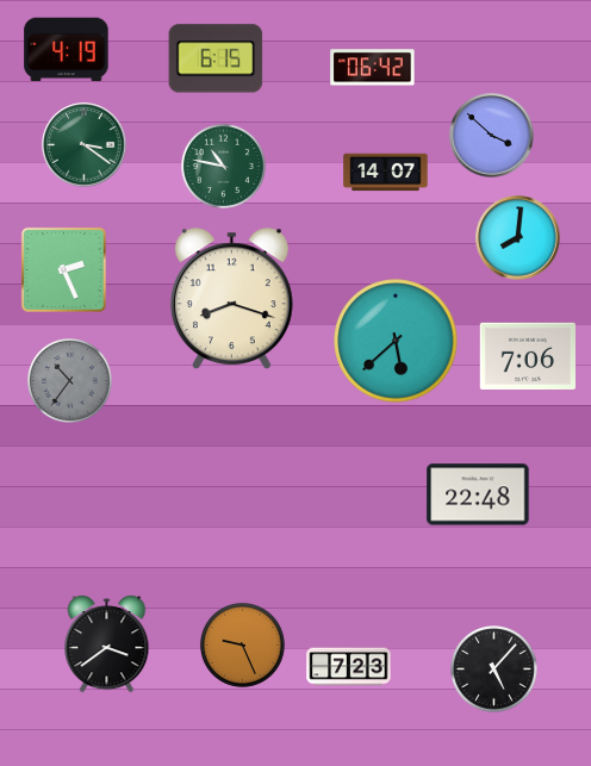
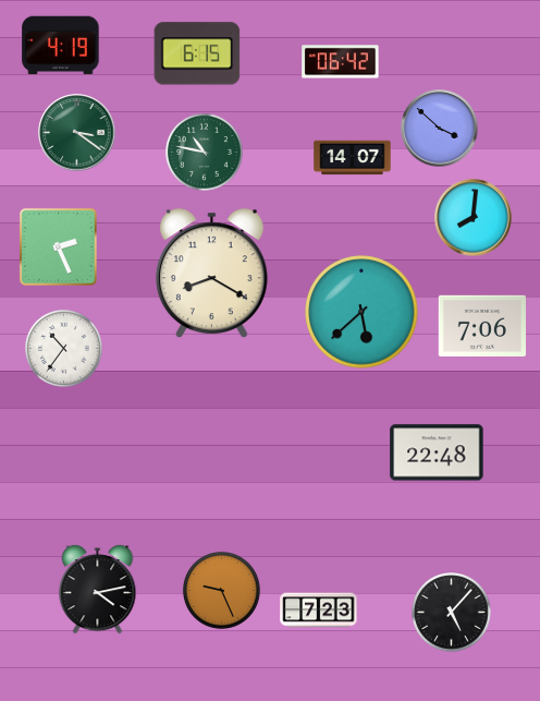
clock at (492, 136) position: (492, 136) -> (440, 129)
clock at (231, 299): 8:18 -> 8:20
clock at (69, 380) dial: grey -> white
clock at (107, 644): 3:39 -> 4:13
